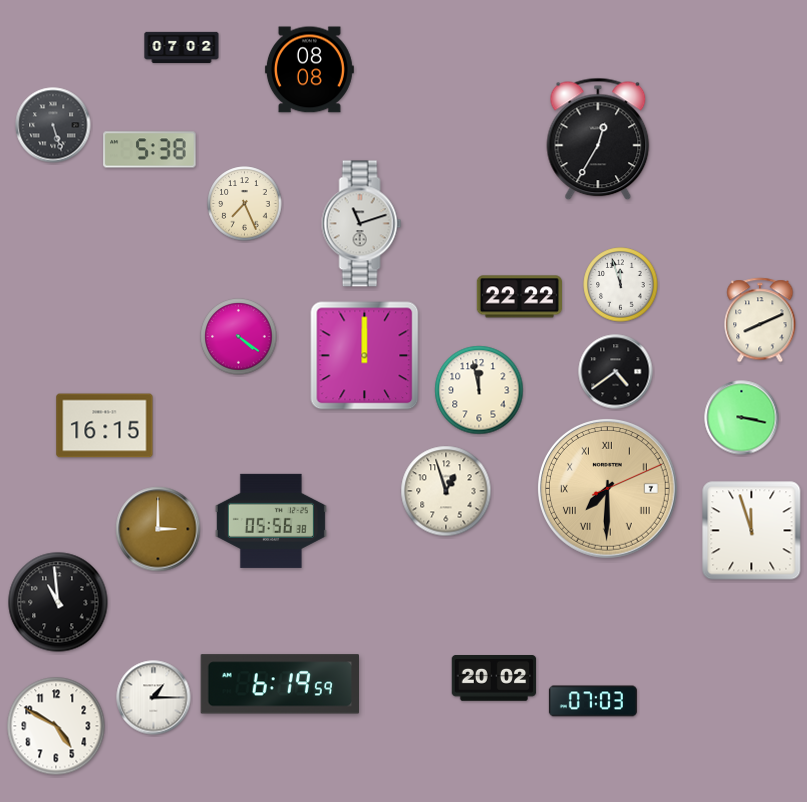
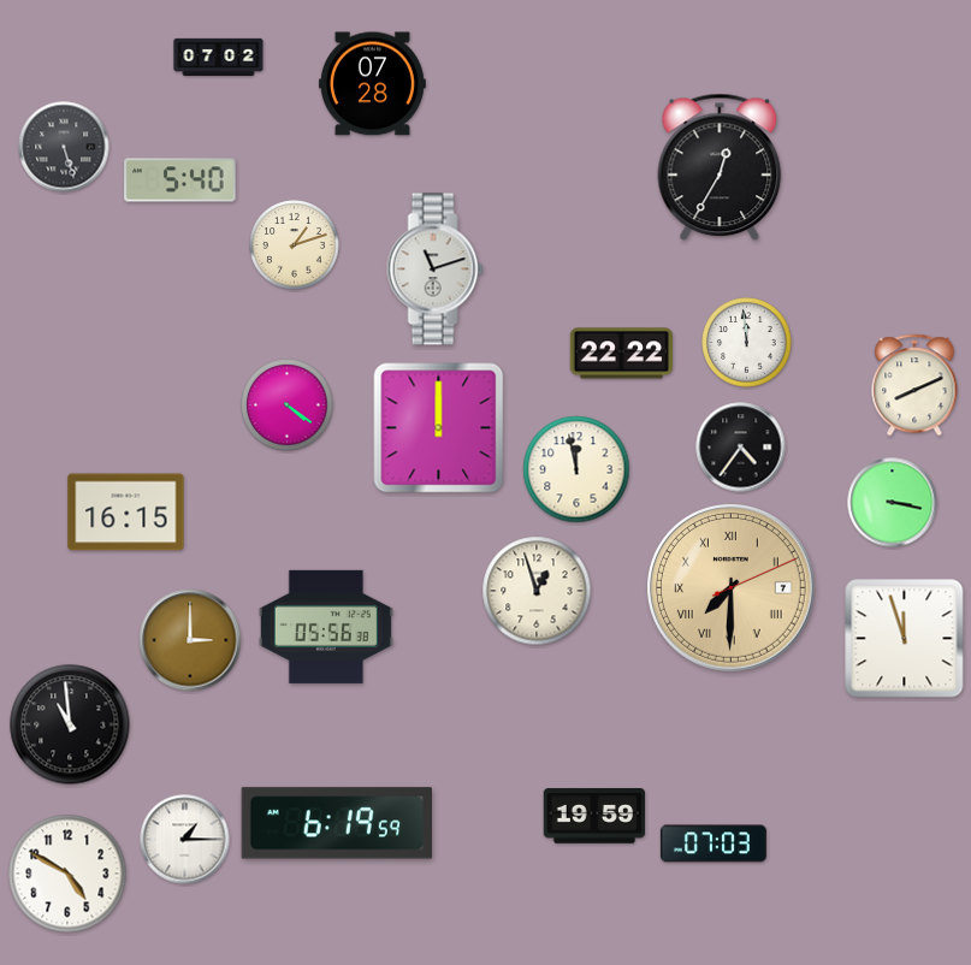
clock at (309, 70): 08:08 -> 07:28
clock at (53, 125) position: (53, 125) -> (64, 147)
clock at (150, 150): 5:38 -> 5:40
clock at (245, 204): 7:26 -> 1:12
clock at (621, 285): 11:57 -> 11:59
clock at (519, 297) position: (519, 297) -> (621, 354)
clock at (616, 372): 4:39 -> 4:36
clock at (158, 529) position: (158, 529) -> (190, 640)
clock at (494, 679): 20:02 -> 19:59
